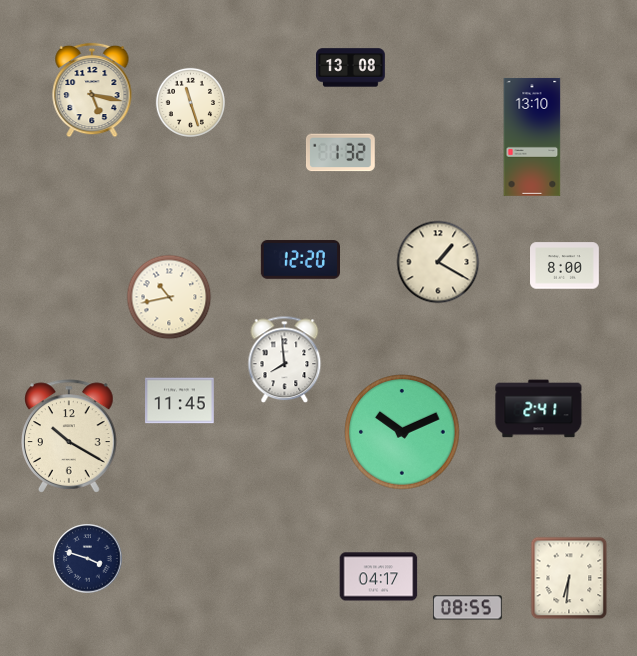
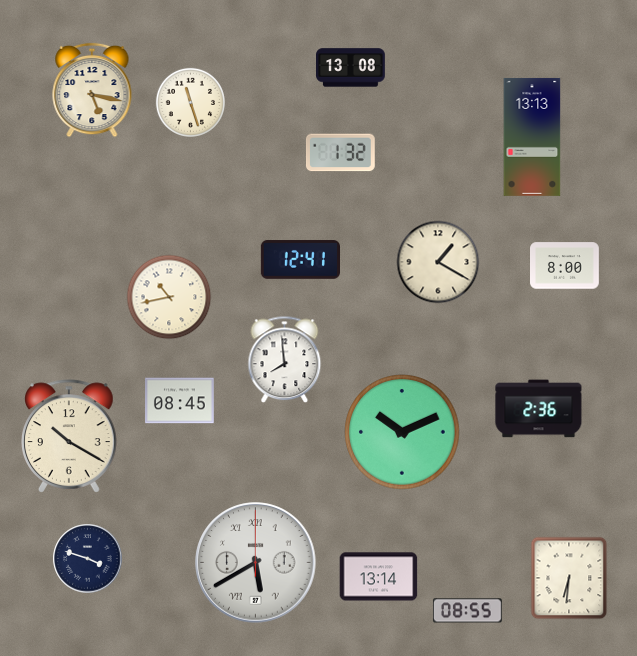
clock at (532, 137): 13:10 -> 13:13
clock at (300, 260): 12:20 -> 12:41
clock at (180, 401): 11:45 -> 08:45
clock at (539, 409): 2:41 -> 2:36
clock at (256, 563): none -> 5:40
clock at (379, 577): 04:17 -> 13:14
clock at (467, 608) position: (467, 608) -> (467, 611)
